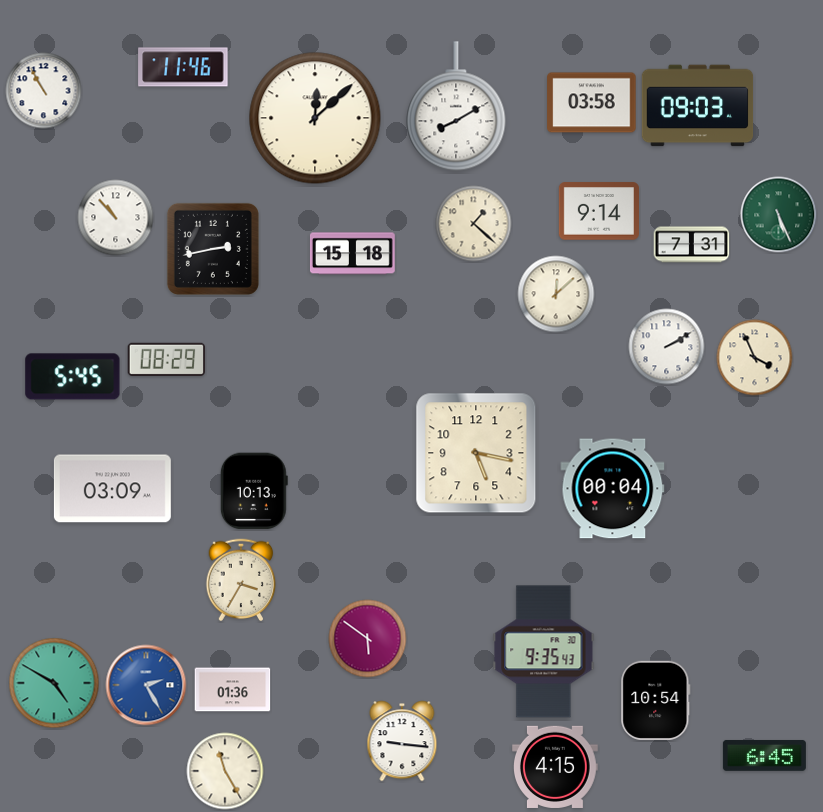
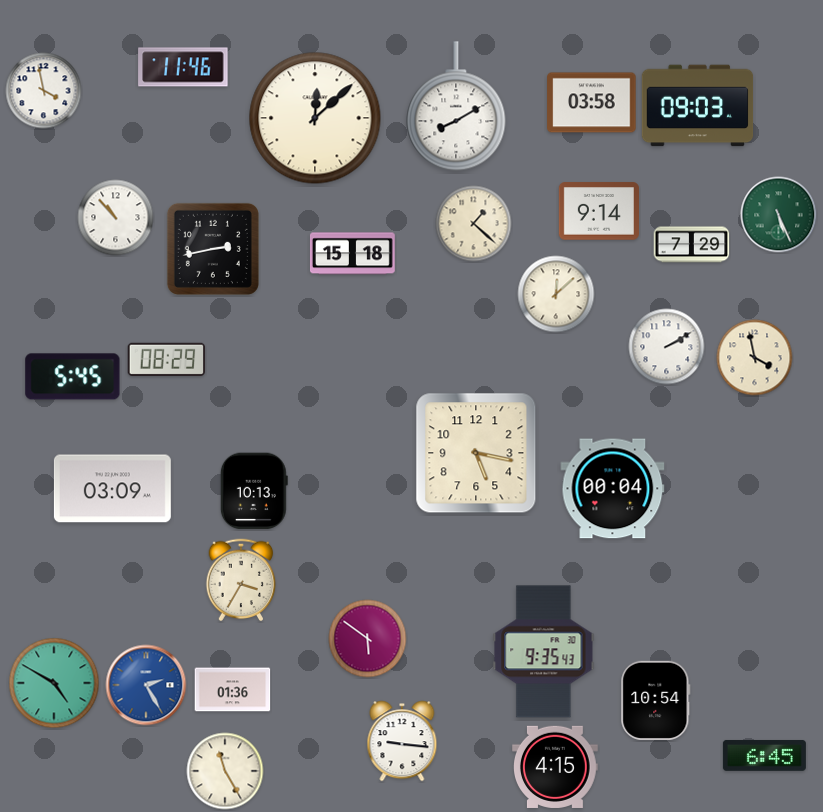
clock at (44, 91): 10:55 -> 3:58
clock at (692, 245): 7:31 -> 7:29
clock at (755, 358): 3:56 -> 3:58
